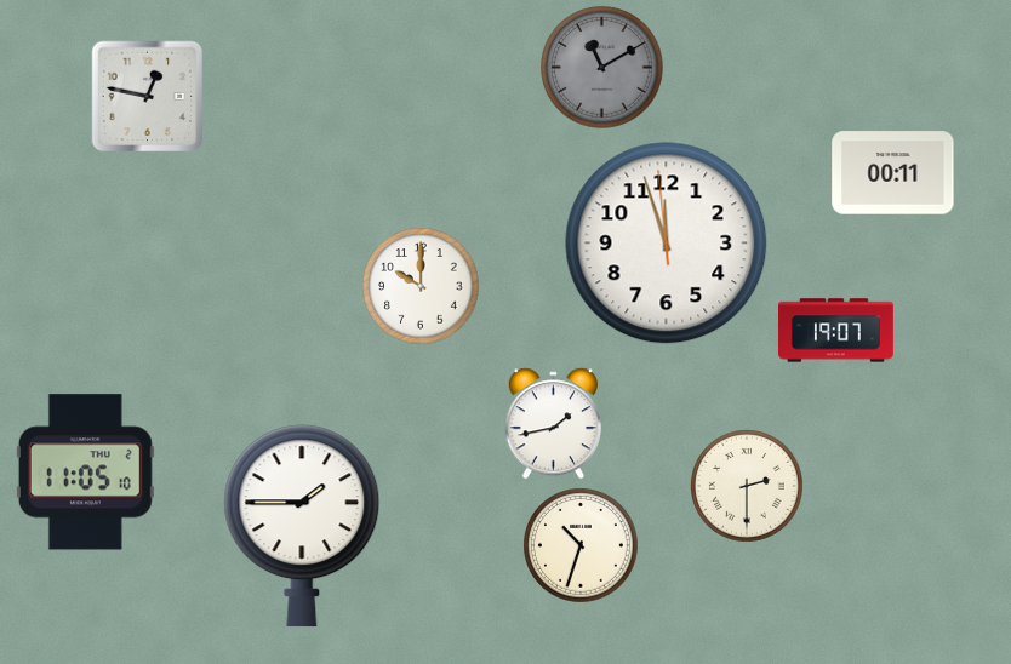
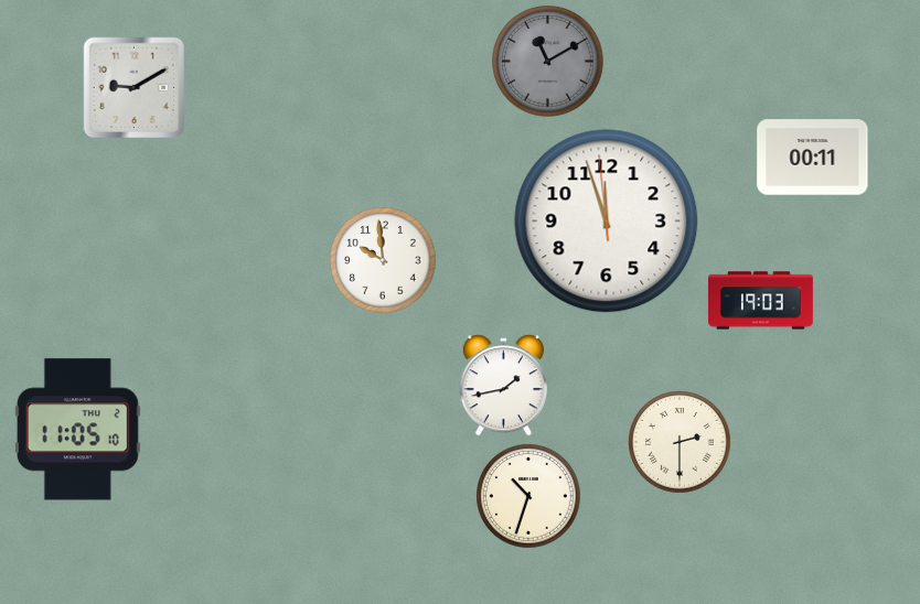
clock at (148, 97): 12:47 -> 9:10
clock at (421, 286): 10:00 -> 9:59
clock at (836, 331): 19:07 -> 19:03
clock at (302, 526): 1:45 -> none
